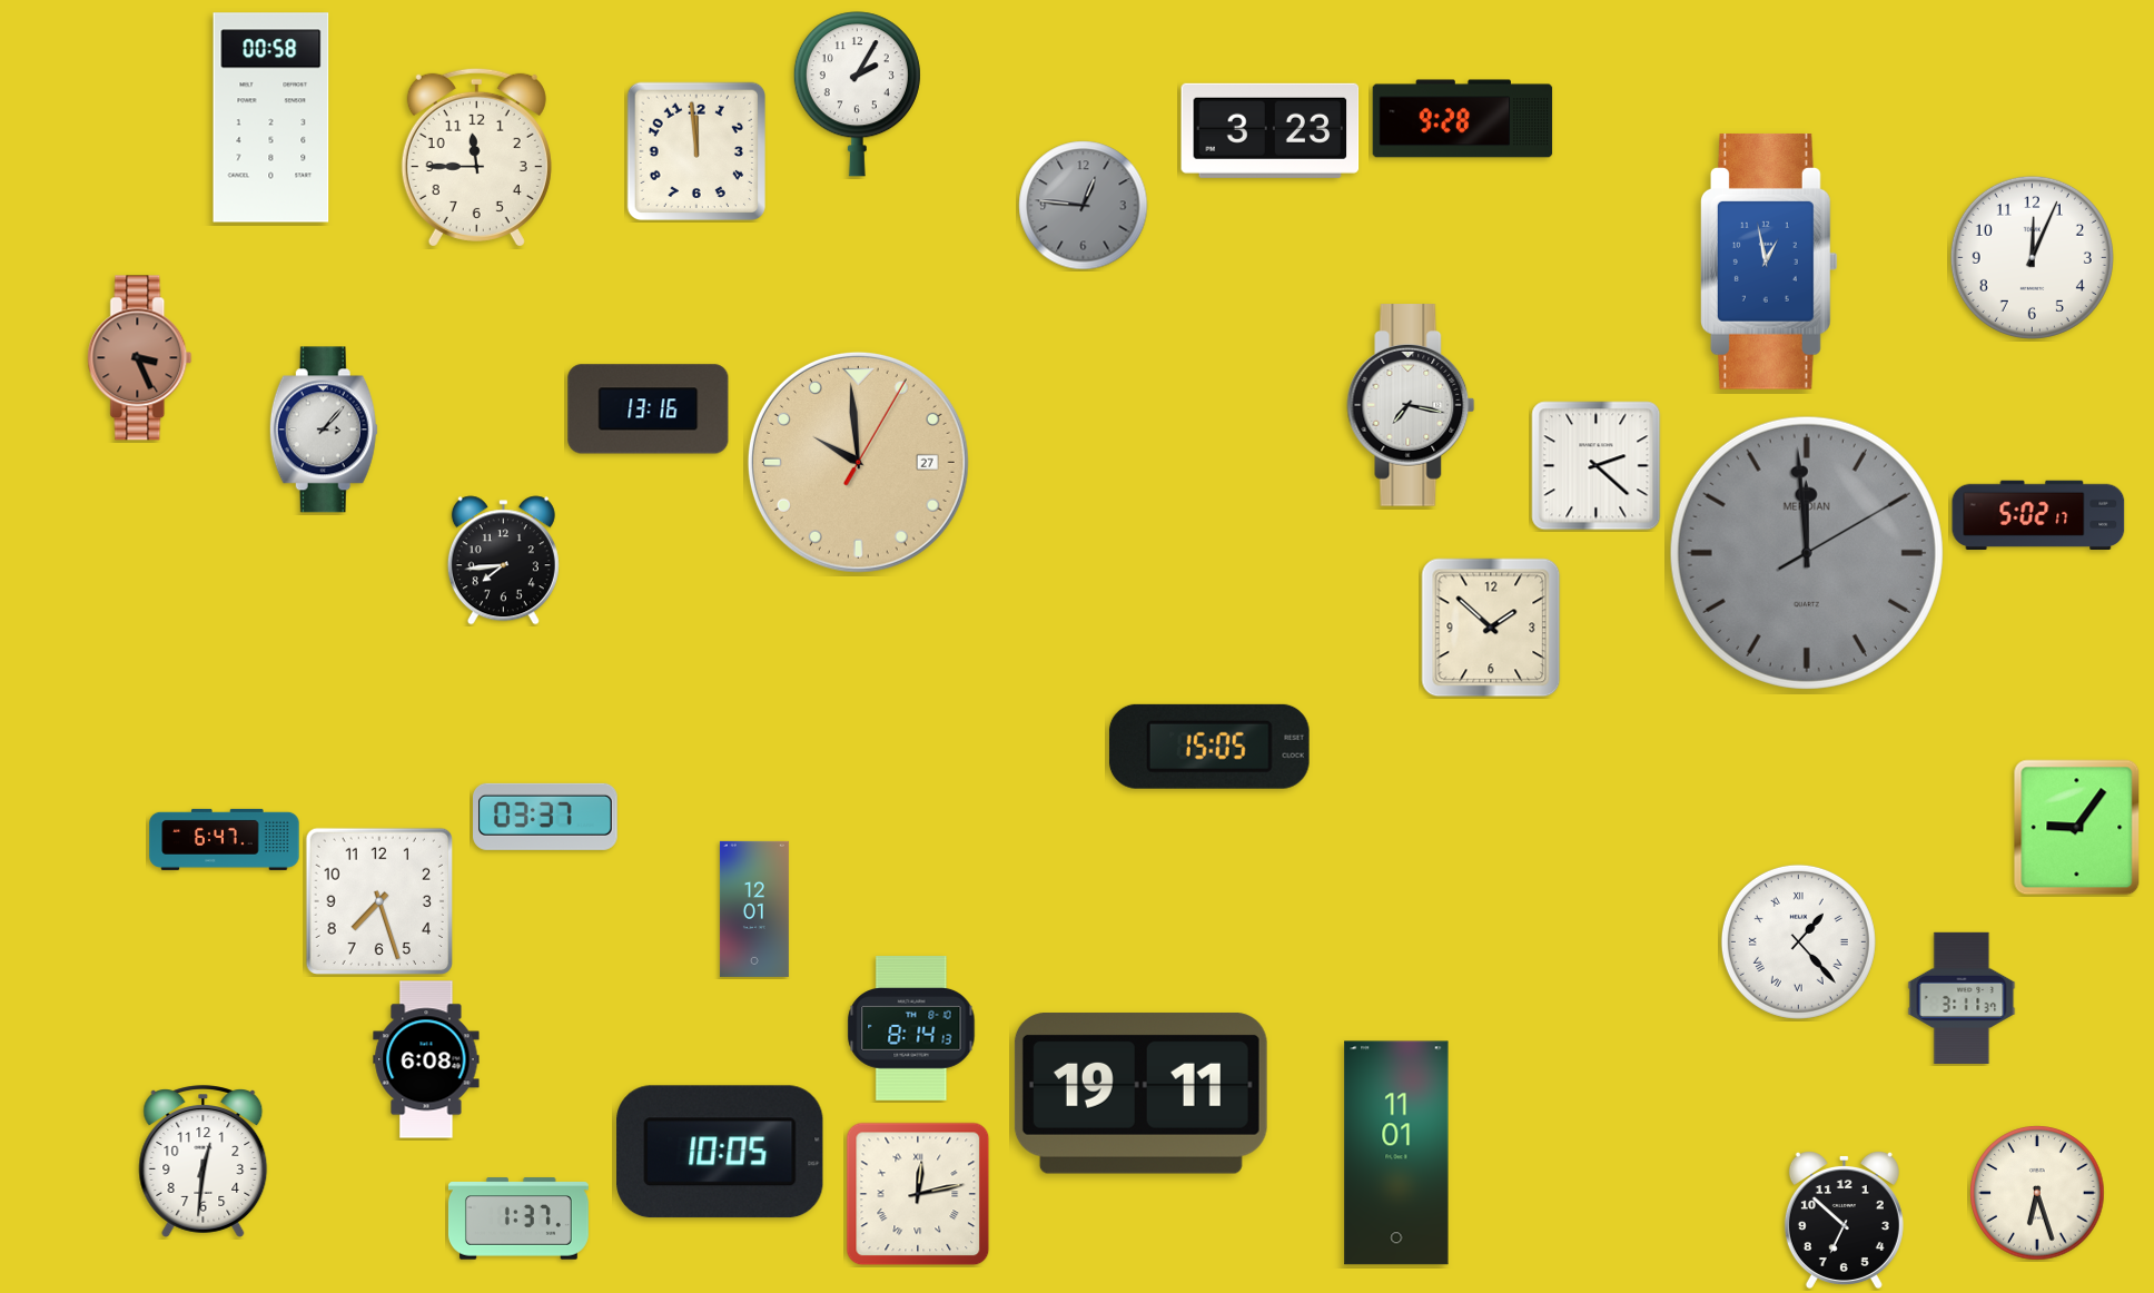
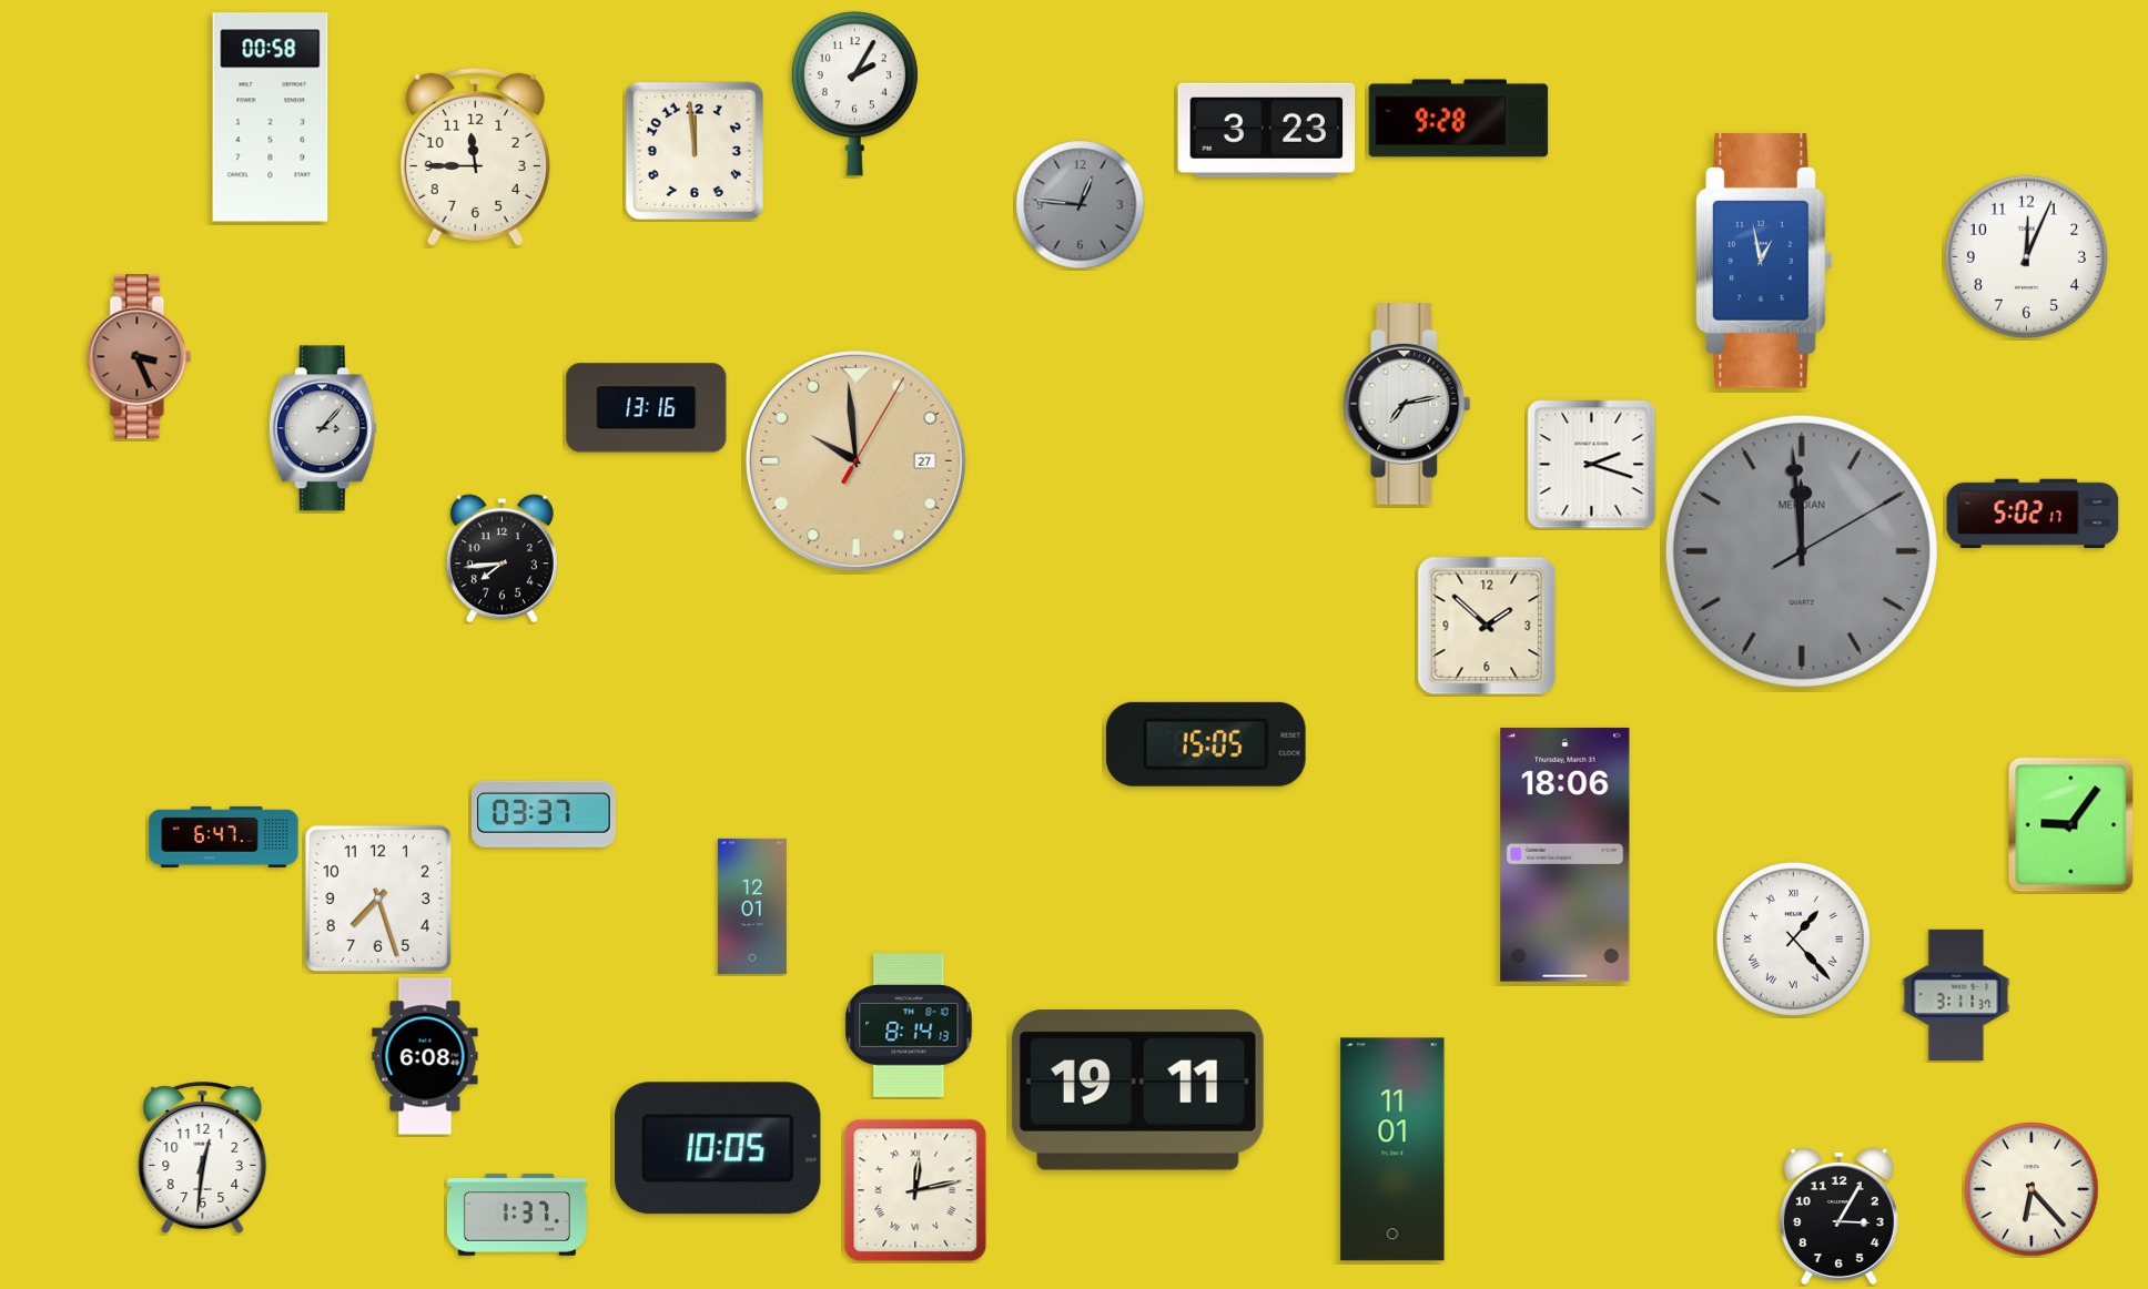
clock at (1411, 405): 7:17 -> 7:13
clock at (1597, 466): 2:22 -> 2:18
clock at (1566, 854): none -> 18:06
clock at (2037, 1193): 6:27 -> 6:23
clock at (1844, 1220): 6:52 -> 3:05
